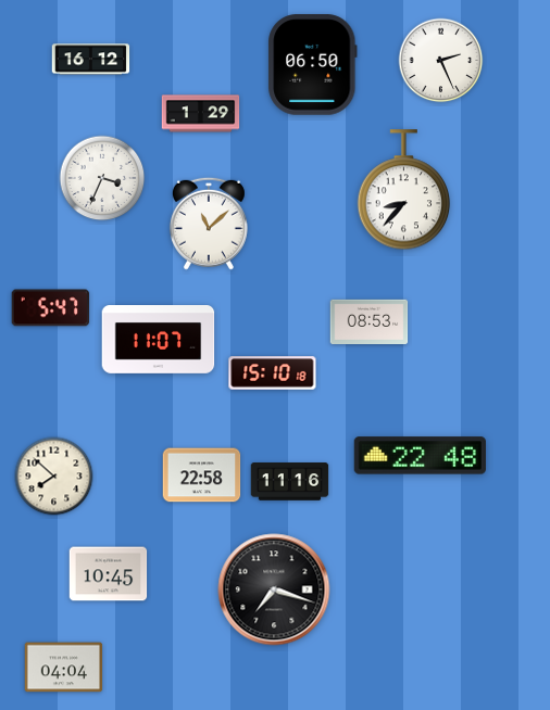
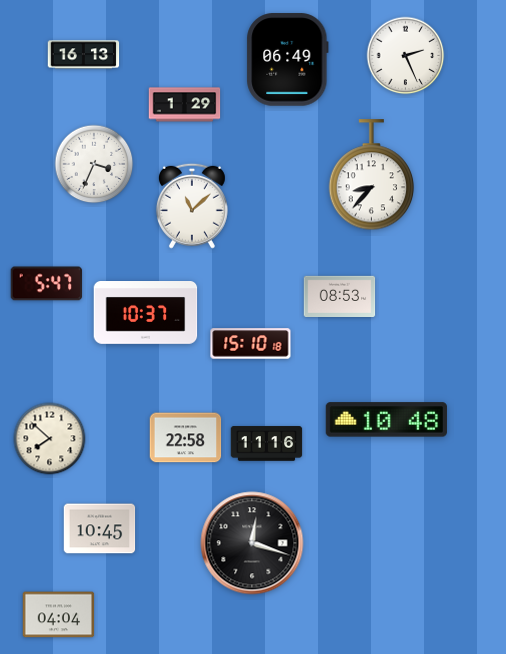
clock at (91, 60): 16:12 -> 16:13
clock at (313, 65): 06:50 -> 06:49
clock at (159, 340): 11:07 -> 10:37
clock at (420, 456): 22:48 -> 10:48
clock at (274, 589): 7:18 -> 12:18
